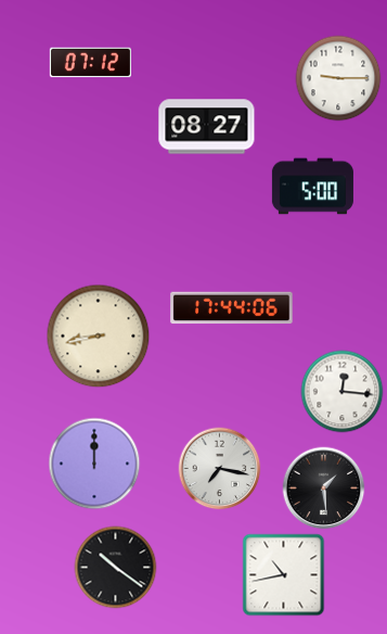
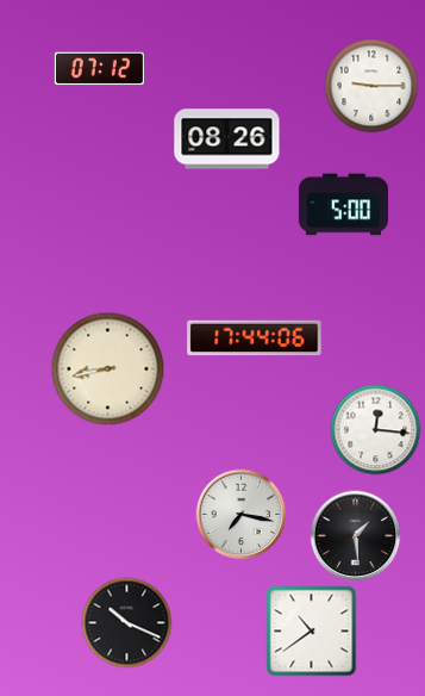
clock at (207, 127): 08:27 -> 08:26
clock at (94, 464): 12:00 -> none
clock at (116, 568): 10:21 -> 10:19
clock at (284, 575): 10:43 -> 10:39
